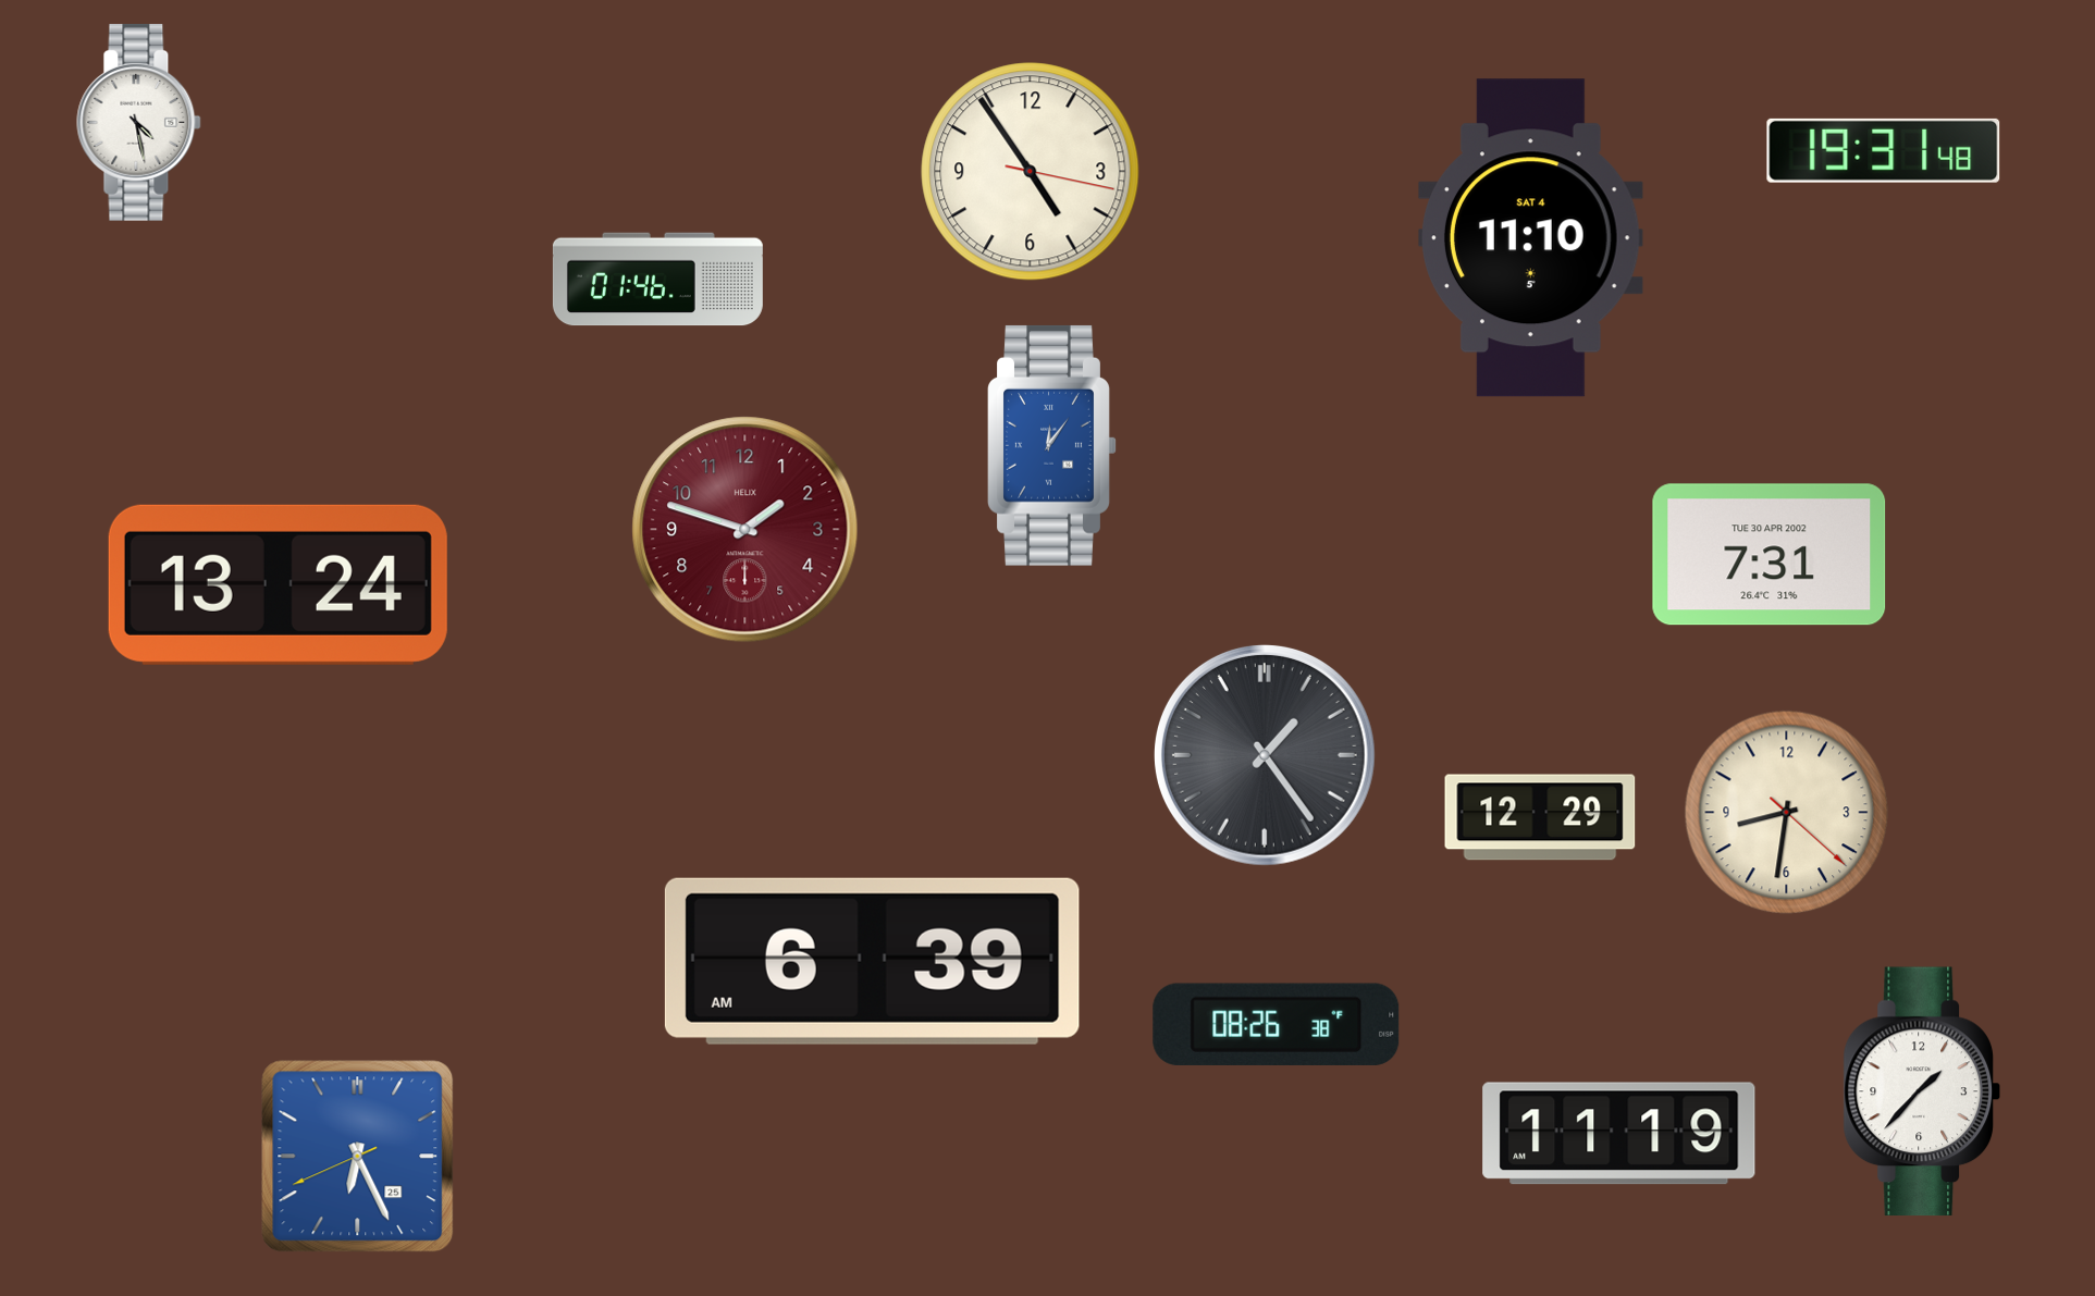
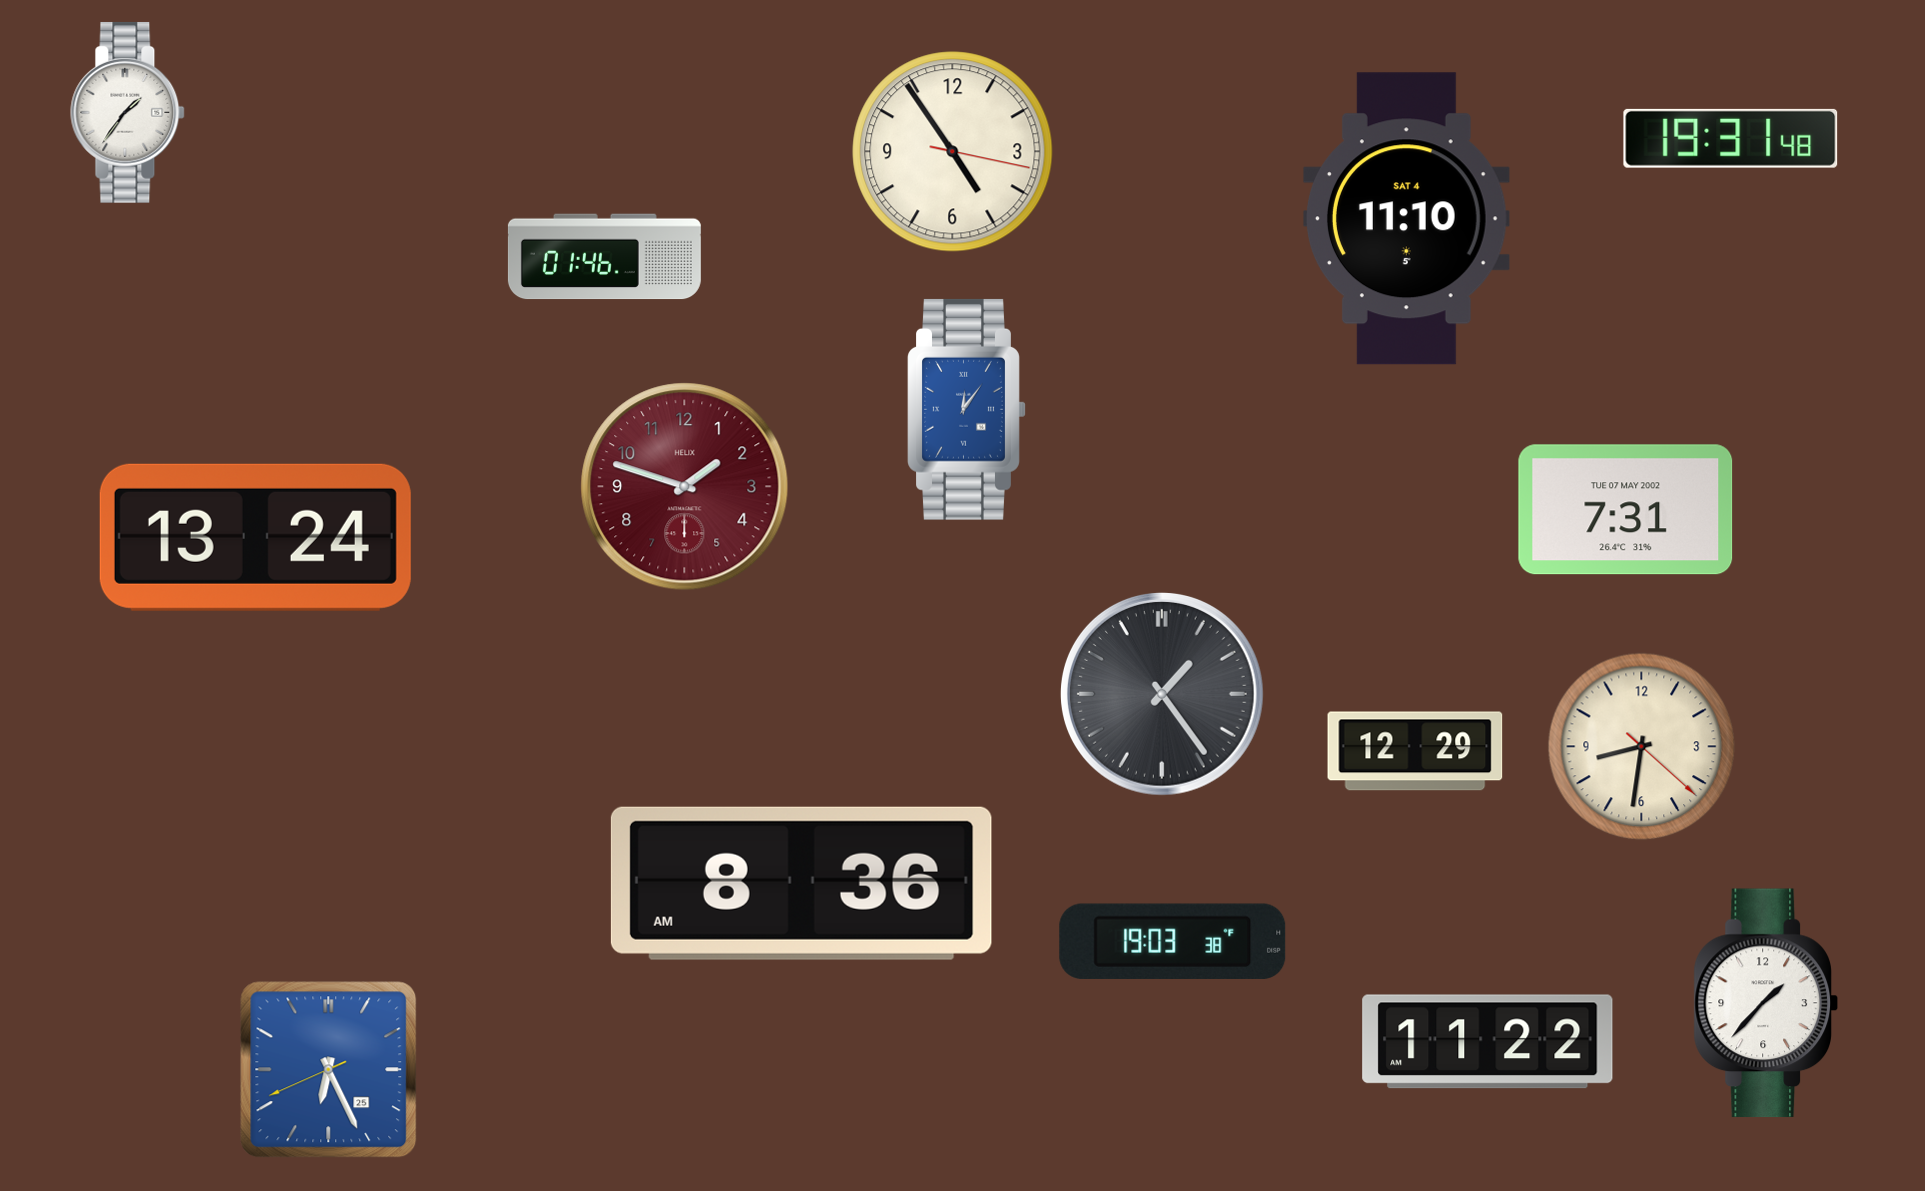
clock at (139, 122): 4:28 -> 1:36
clock at (1031, 172) position: (1031, 172) -> (953, 152)
clock at (1770, 555) date: TUE 30 APR 2002 -> TUE 07 MAY 2002
clock at (872, 961): 6:39 -> 8:36
clock at (1277, 1024): 08:26 -> 19:03
clock at (1619, 1134): 11:19 -> 11:22
clock at (358, 1157) position: (358, 1157) -> (329, 1070)
